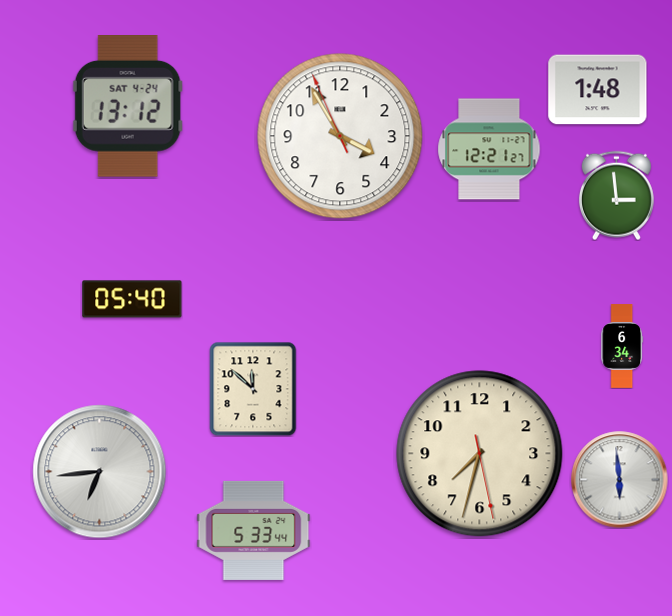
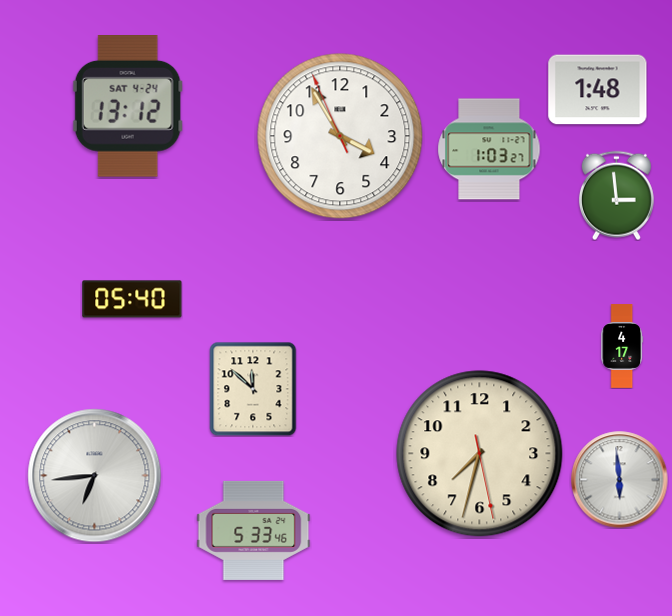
clock at (489, 149): 12:21 -> 1:03
clock at (621, 346): 6:34 -> 4:17
clock at (100, 472) position: (100, 472) -> (95, 476)
clock at (254, 530): 5:33:44 -> 5:33:46
